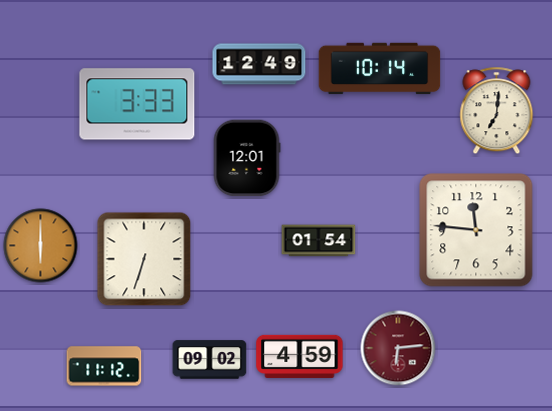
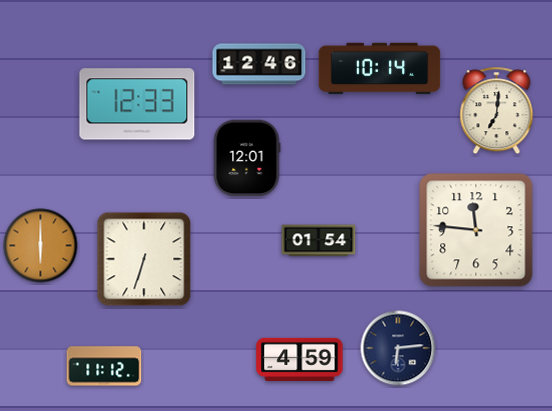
clock at (259, 64): 12:49 -> 12:46
clock at (137, 104): 3:33 -> 12:33
clock at (398, 348) dial: burgundy -> navy
clock at (300, 356) position: (300, 356) -> (300, 359)
clock at (210, 360): 09:02 -> none
